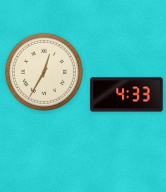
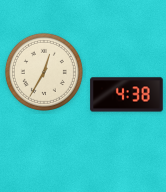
clock at (127, 95): 4:33 -> 4:38
